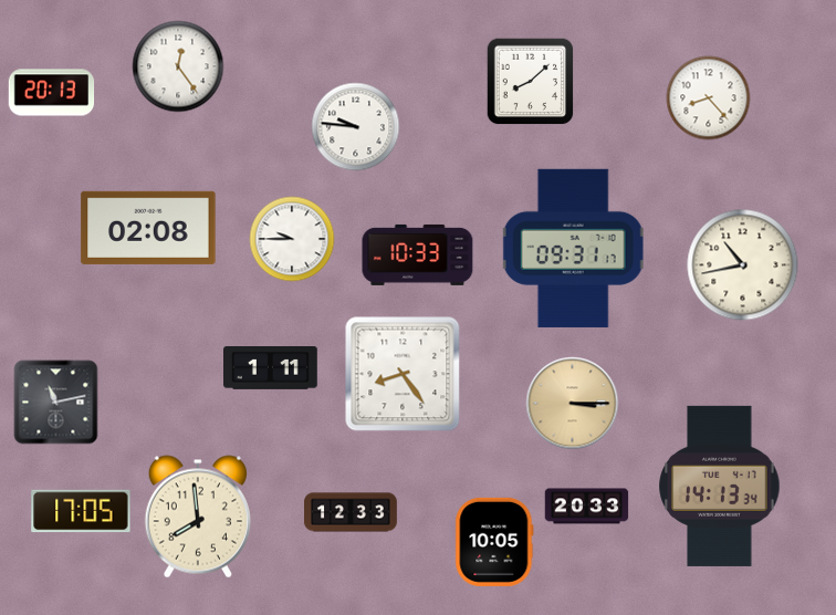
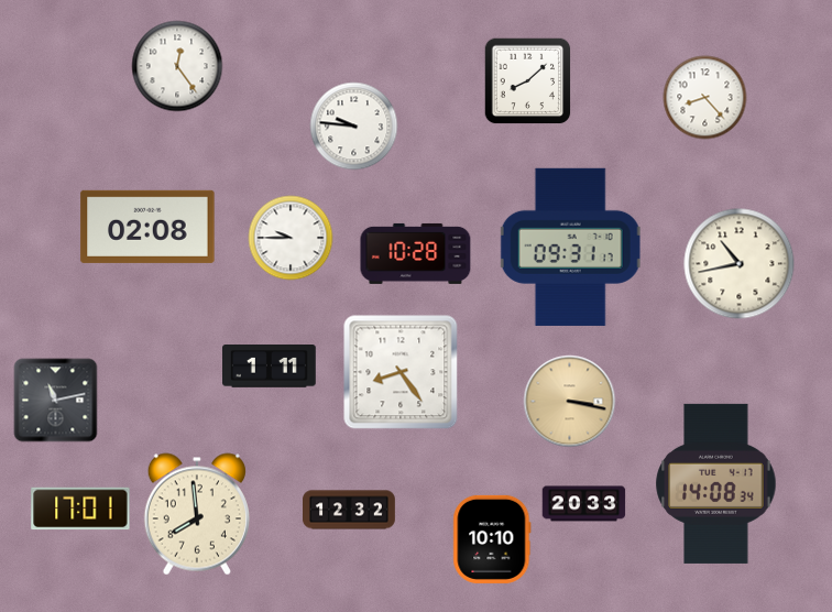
clock at (52, 93): 20:13 -> none
clock at (418, 254): 10:33 -> 10:28
clock at (573, 404): 3:15 -> 3:17
clock at (720, 486): 14:13 -> 14:08
clock at (81, 511): 17:05 -> 17:01
clock at (351, 512): 12:33 -> 12:32
clock at (494, 542): 10:05 -> 10:10
